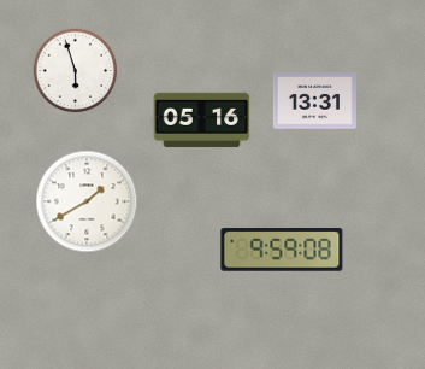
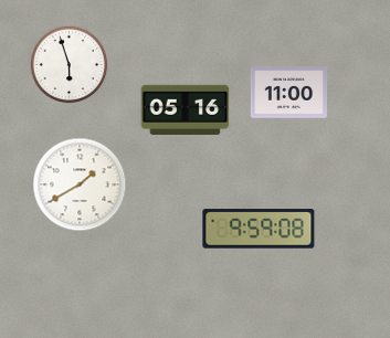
clock at (314, 101): 13:31 -> 11:00
